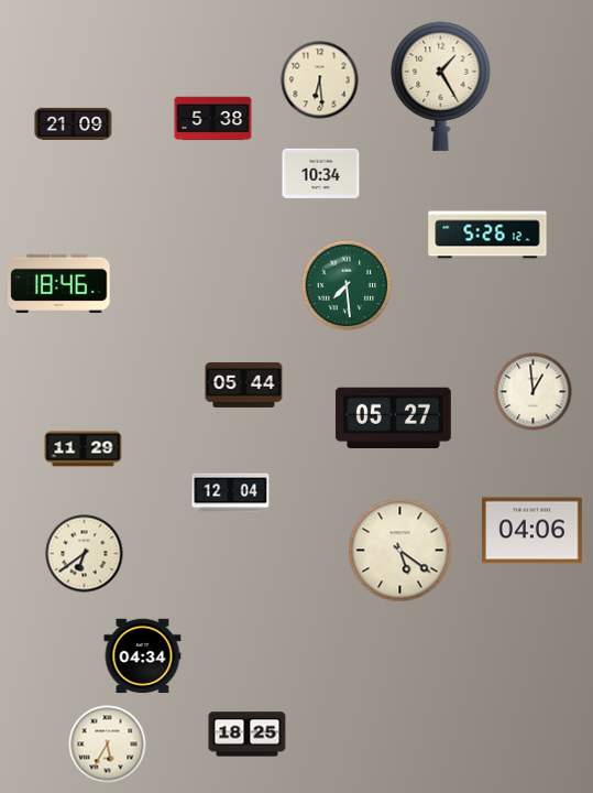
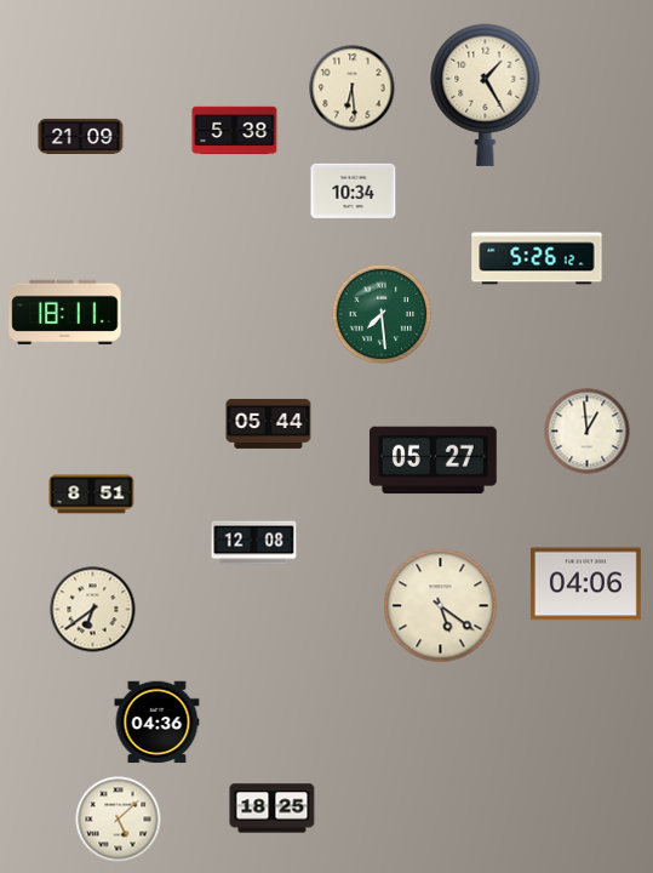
clock at (59, 283): 18:46 -> 18:11
clock at (84, 449): 11:29 -> 8:51
clock at (231, 493): 12:04 -> 12:08
clock at (143, 656): 04:34 -> 04:36
clock at (108, 745): 5:35 -> 5:08
